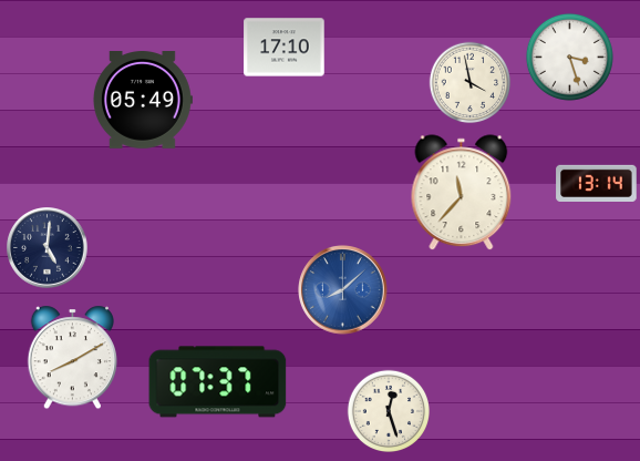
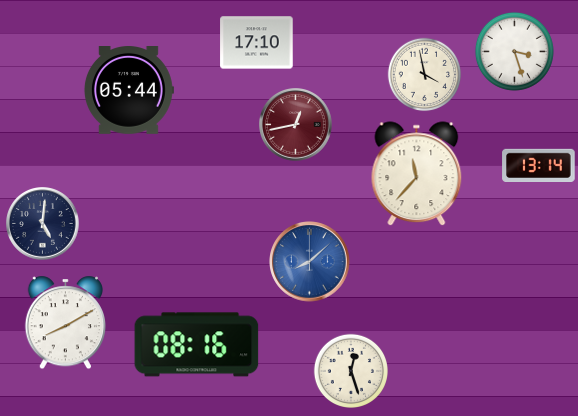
clock at (142, 101): 05:49 -> 05:44
clock at (296, 125): none -> 12:43
clock at (218, 382): 07:37 -> 08:16
